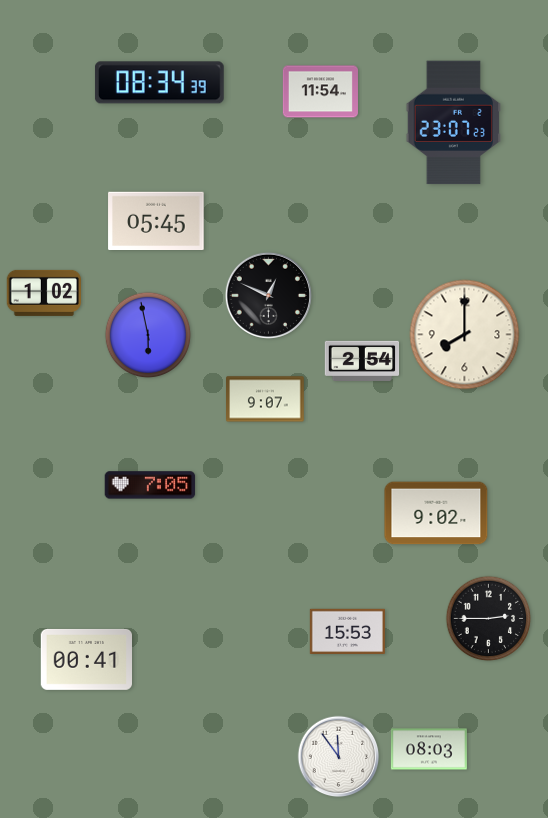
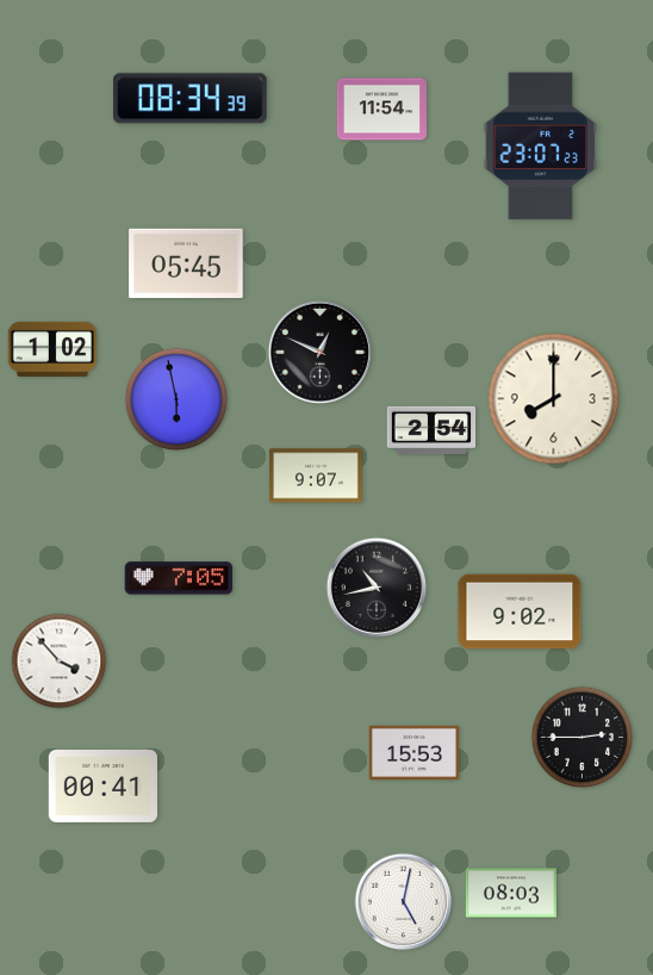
clock at (375, 586): none -> 10:43
clock at (60, 662): none -> 3:53
clock at (339, 757): 11:54 -> 5:02
